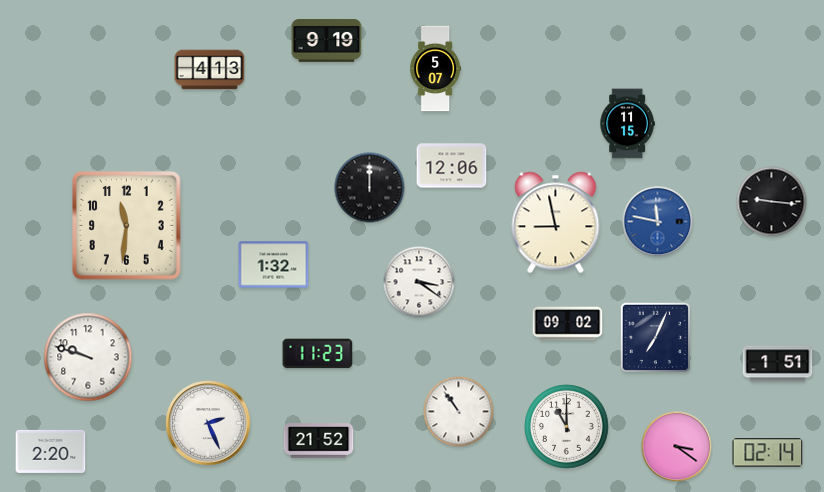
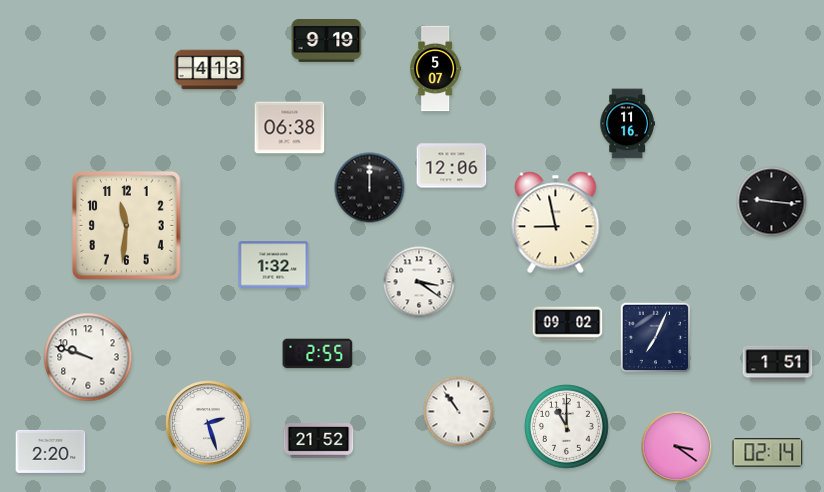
clock at (627, 124): 11:15 -> 11:16
clock at (290, 128): none -> 06:38
clock at (658, 222): 11:47 -> none
clock at (318, 354): 11:23 -> 2:55
clock at (208, 423): 2:26 -> 2:27
